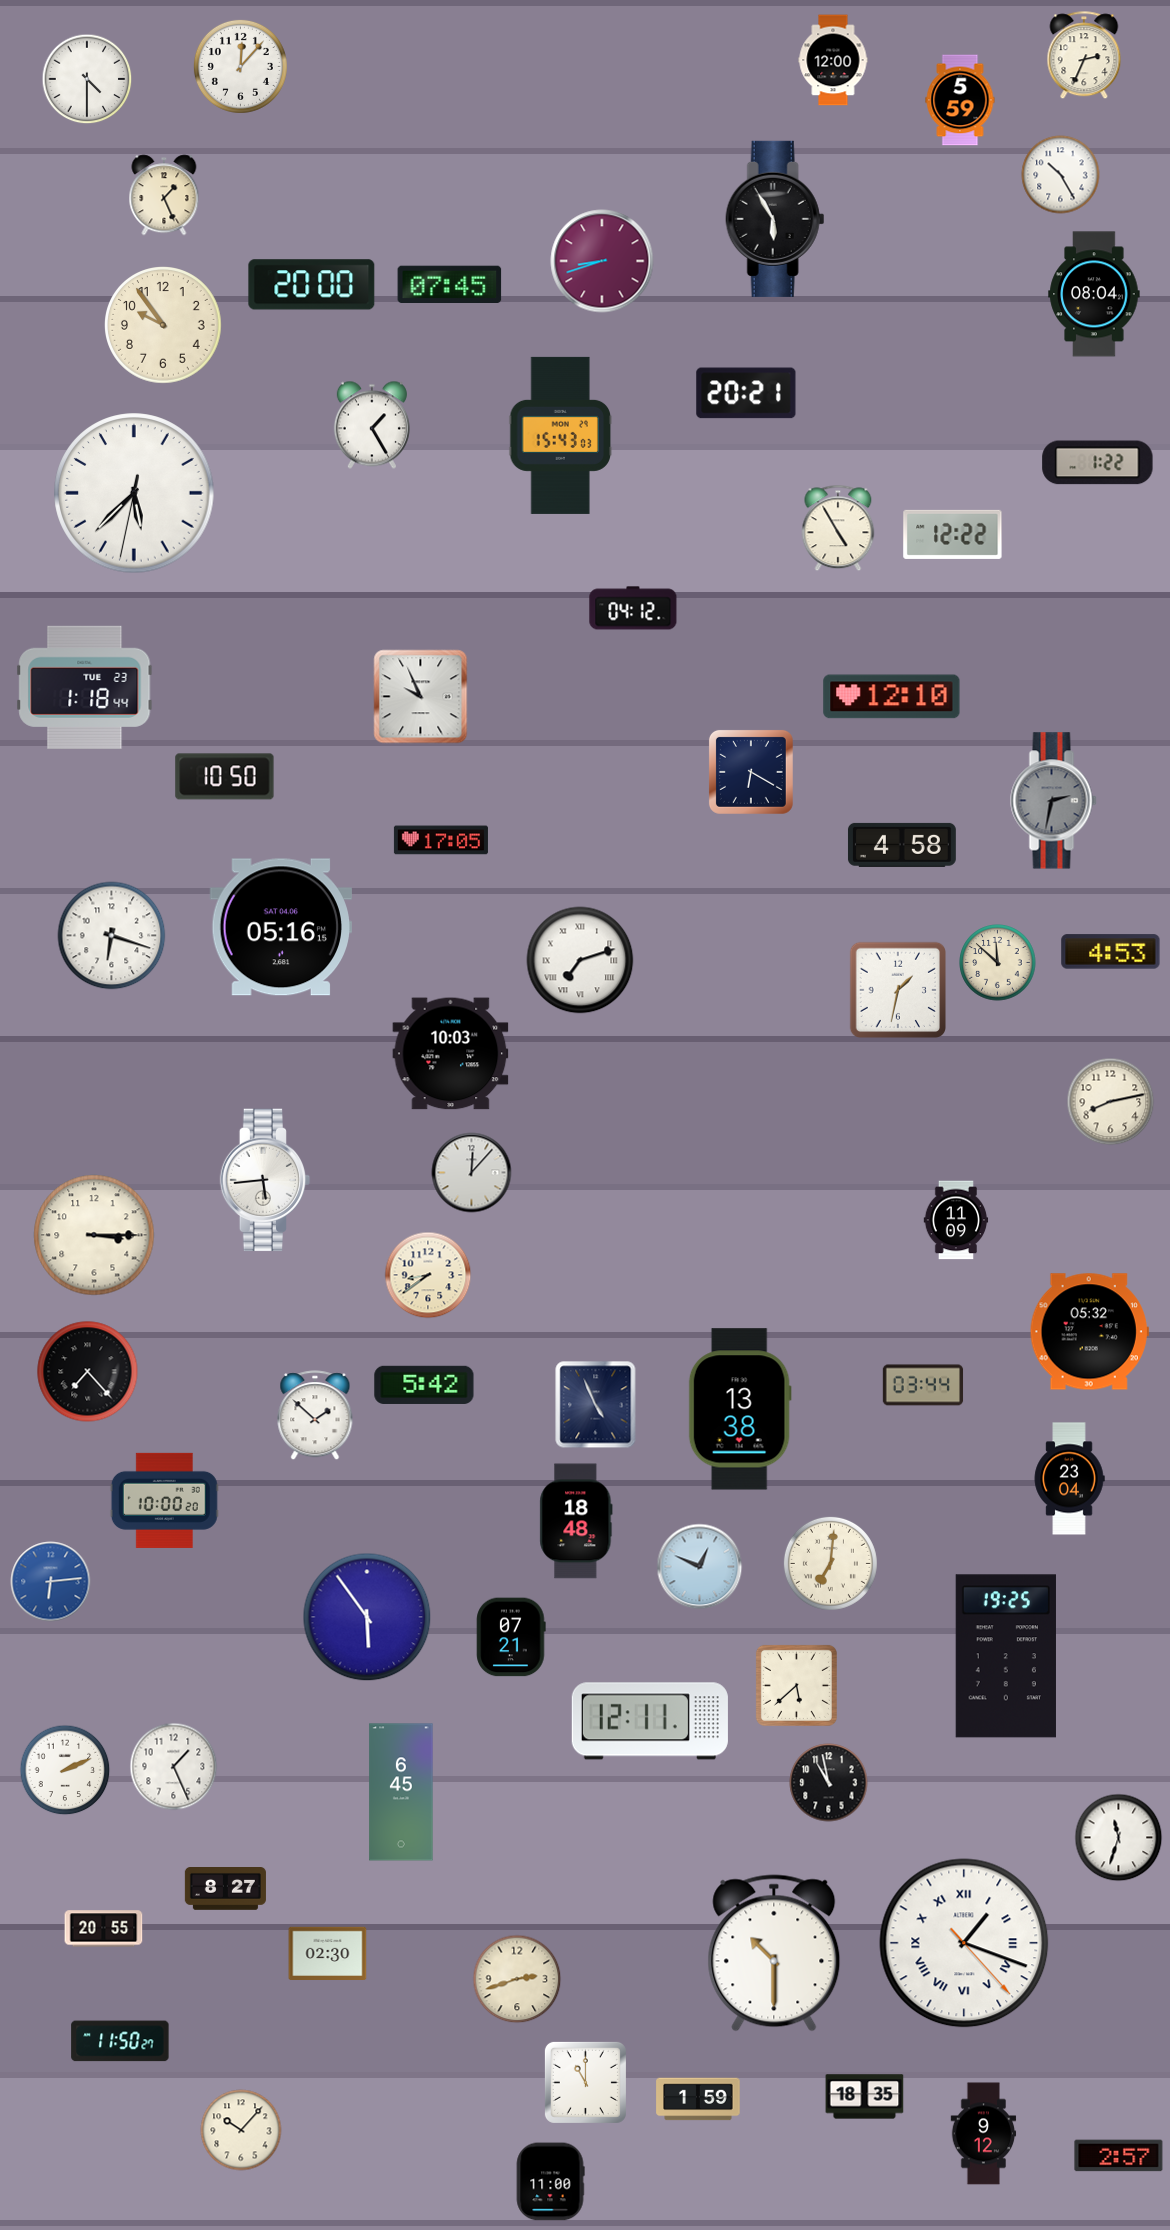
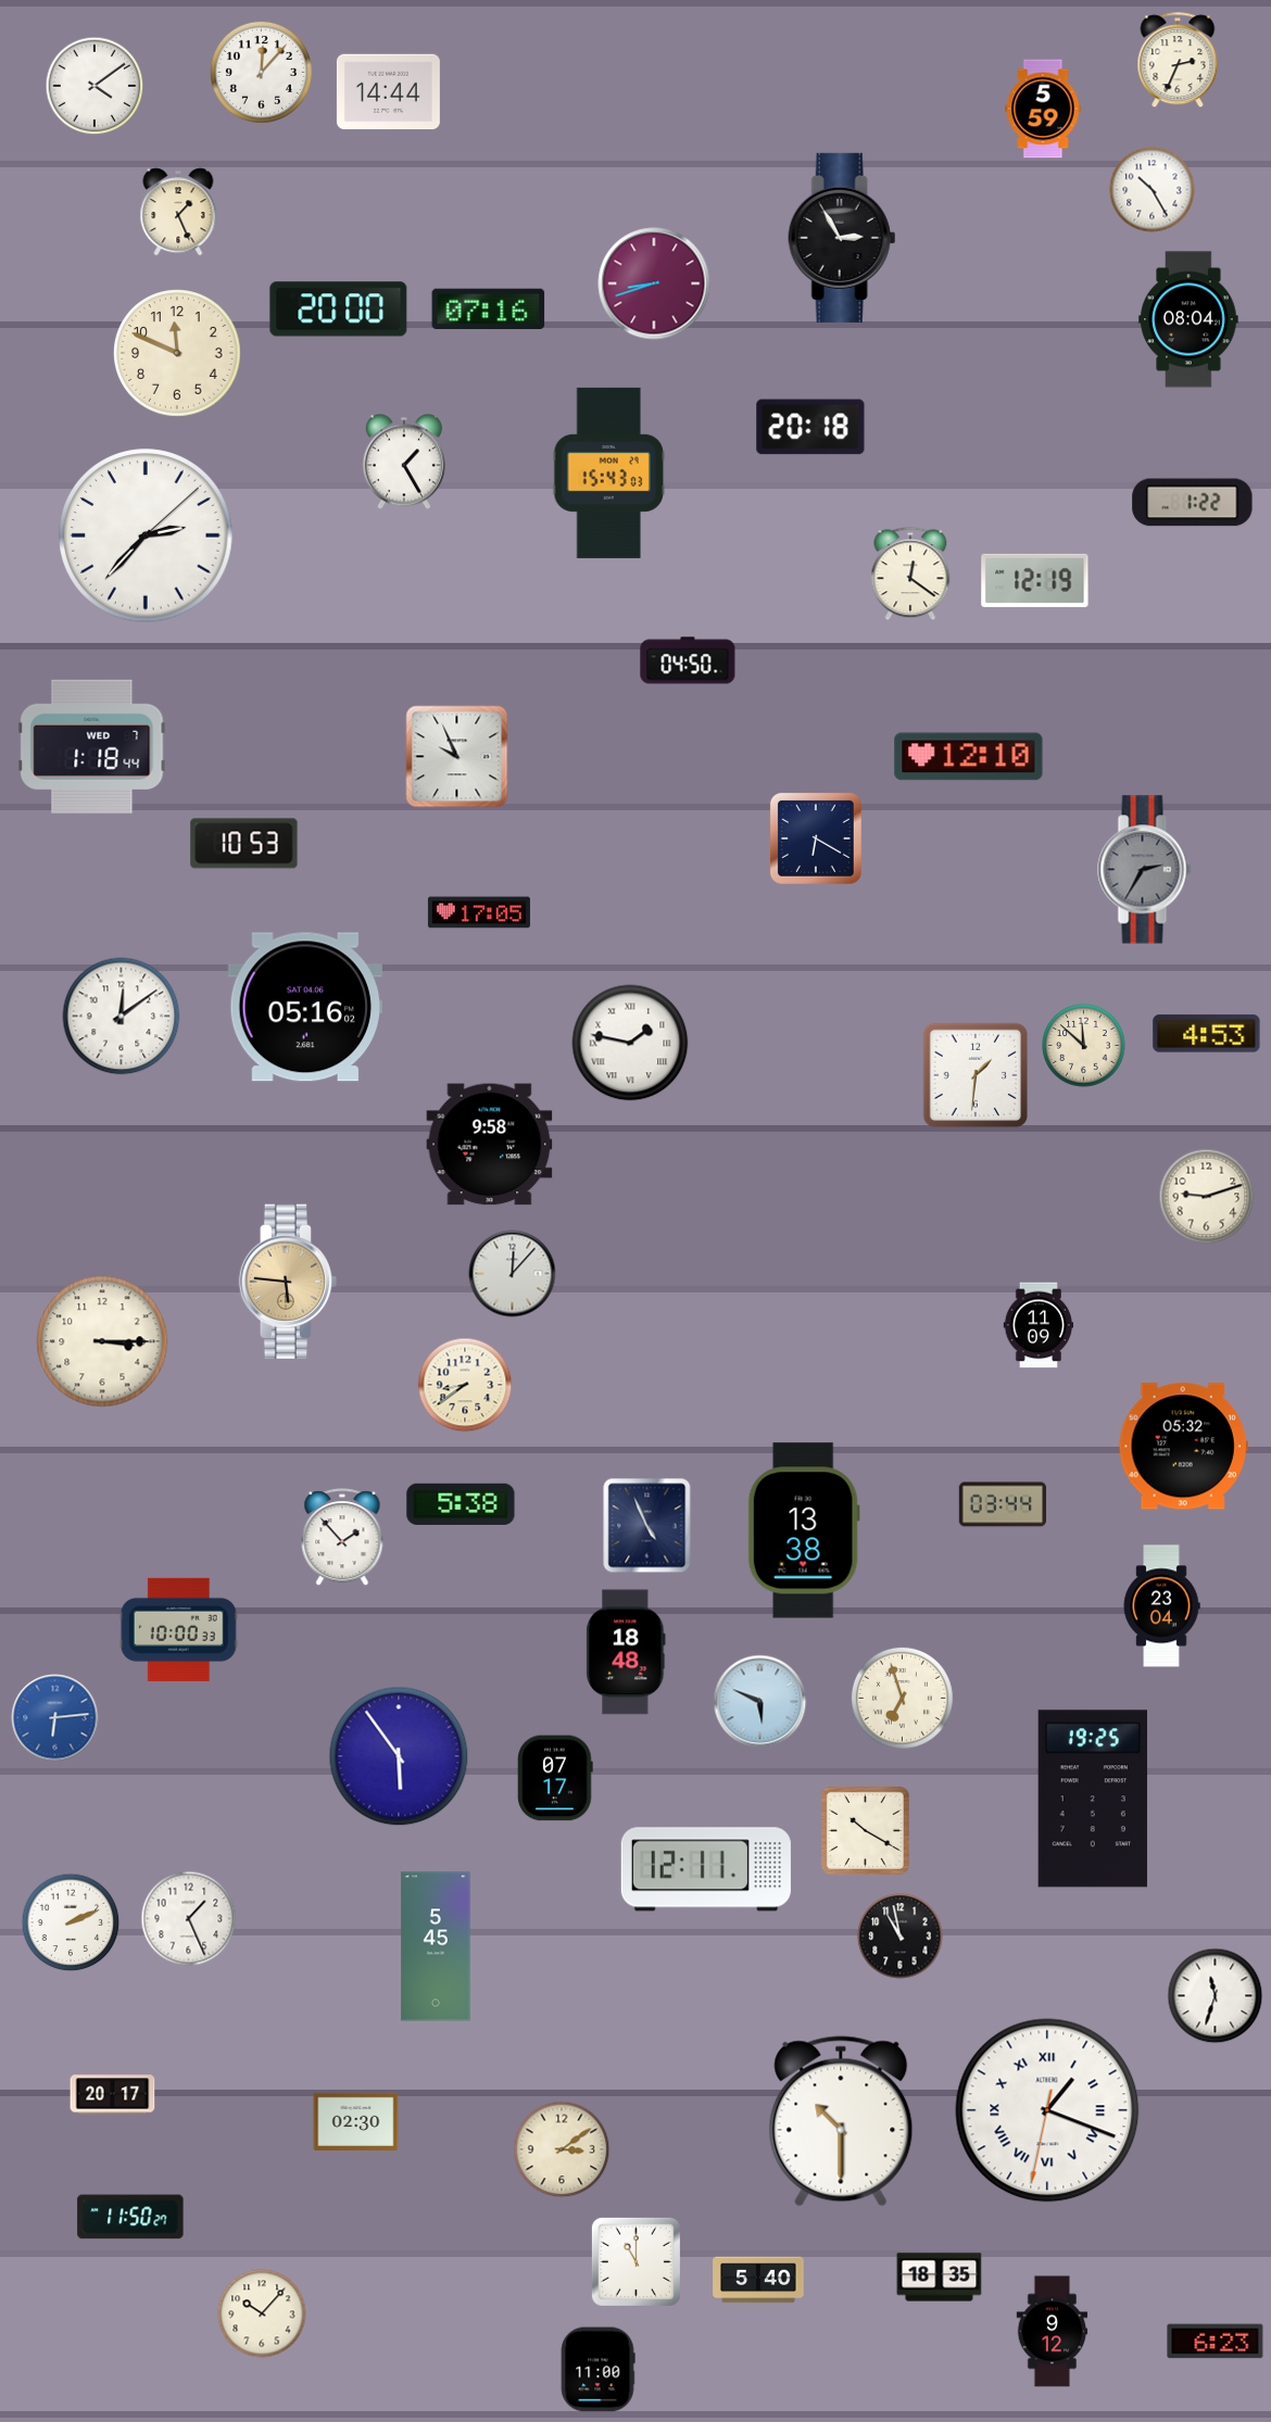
clock at (833, 60): 12:00 -> none
clock at (87, 79): 4:30 -> 4:09
clock at (388, 92): none -> 14:44
clock at (775, 219): 5:55 -> 2:55
clock at (450, 285): 07:45 -> 07:16
clock at (163, 325): 9:54 -> 11:49
clock at (746, 393): 20:21 -> 20:18
clock at (134, 493): 5:37 -> 2:37
clock at (838, 528): 4:55 -> 12:21
clock at (953, 534): 12:22 -> 12:19
clock at (633, 608): 04:12 -> 04:50
clock at (85, 687) date: TUE 23 -> WED 7
clock at (225, 777): 10:50 -> 10:53
clock at (1054, 801): 2:32 -> 2:35
clock at (902, 845): 4:58 -> none
clock at (280, 927): 05:16:15 -> 05:16:02
clock at (112, 936): 6:18 -> 12:09
clock at (580, 960): 7:12 -> 1:47
clock at (898, 990): 1:32 -> 1:31
clock at (451, 1054): 10:03 -> 9:58
clock at (1111, 1102): 8:13 -> 9:12
clock at (265, 1180): 5:44 -> 5:46
clock at (265, 1180) dial: white -> champagne
clock at (88, 1372): 7:23 -> none
clock at (424, 1384): 5:42 -> 5:38
clock at (315, 1416): 1:52 -> 1:53
clock at (164, 1500): 10:00:20 -> 10:00:33
clock at (830, 1563): 7:01 -> 6:57
clock at (700, 1567): 12:49 -> 5:49
clock at (511, 1637): 07:21 -> 07:17
clock at (796, 1685): 5:38 -> 10:20
clock at (401, 1792): 6:45 -> 5:45
clock at (225, 1889): 8:27 -> none
clock at (104, 1929): 20:55 -> 20:17
clock at (964, 1943): 1:18:23 -> 1:18:32
clock at (517, 1979): 2:42 -> 3:09
clock at (698, 2099): 1:59 -> 5:40
clock at (984, 2134) position: (984, 2134) -> (1053, 2332)
clock at (1119, 2156): 2:57 -> 6:23
